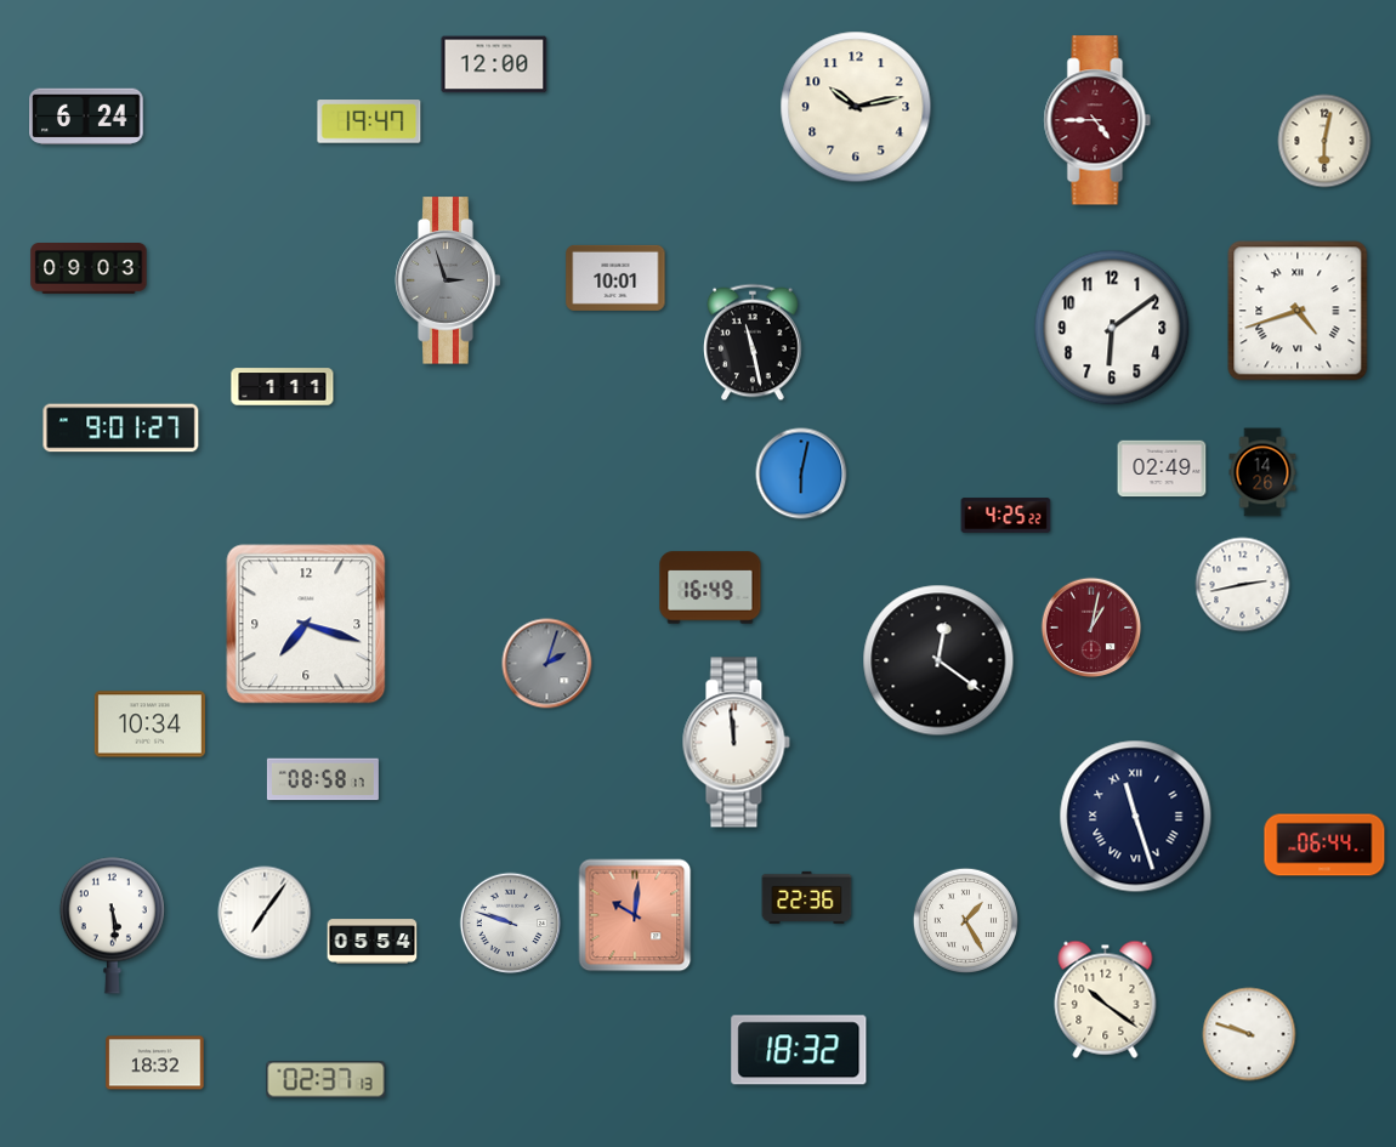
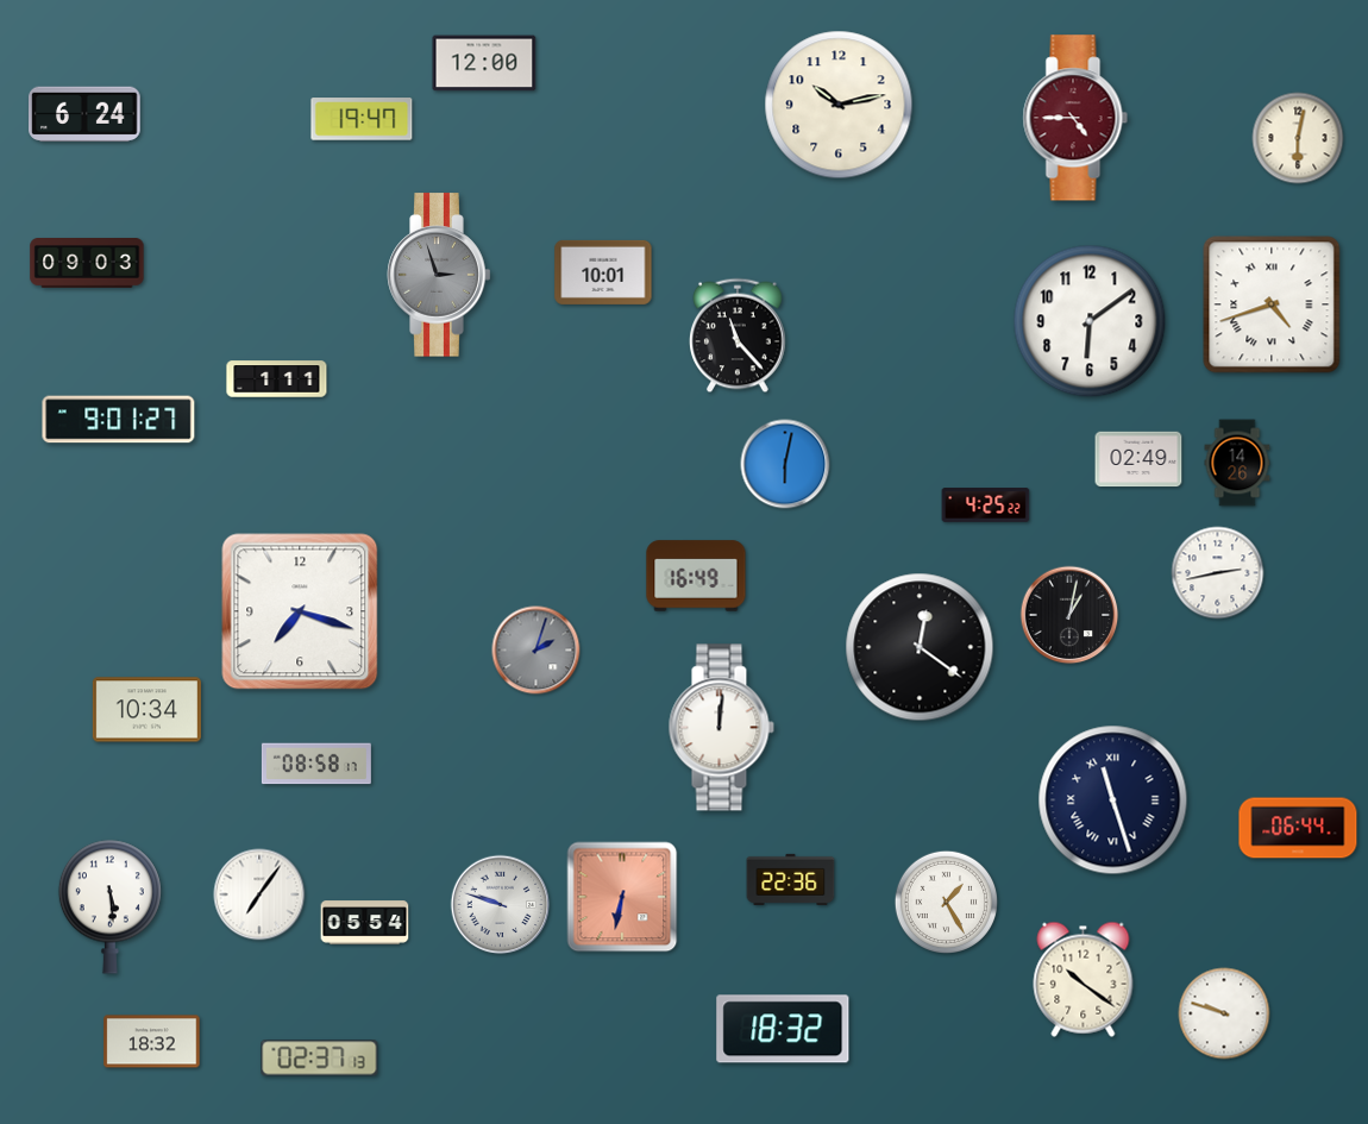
clock at (753, 342): 11:28 -> 11:23
clock at (1091, 628) dial: burgundy -> black
clock at (736, 743): 11:59 -> 12:01
clock at (635, 915): 10:01 -> 6:32
